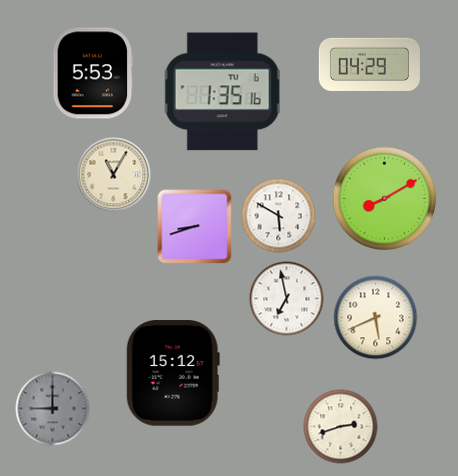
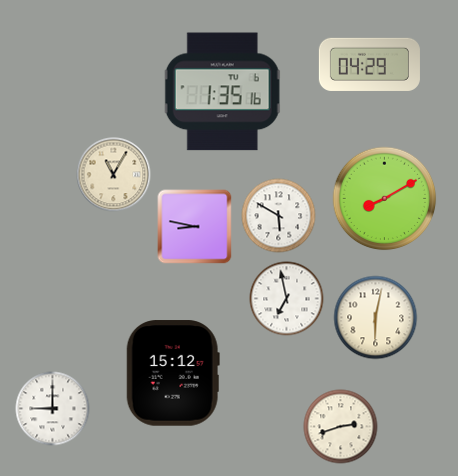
clock at (93, 73): 5:53 -> none
clock at (195, 227): 8:42 -> 8:47
clock at (376, 318): 5:41 -> 6:02
clock at (53, 409) dial: grey -> white
